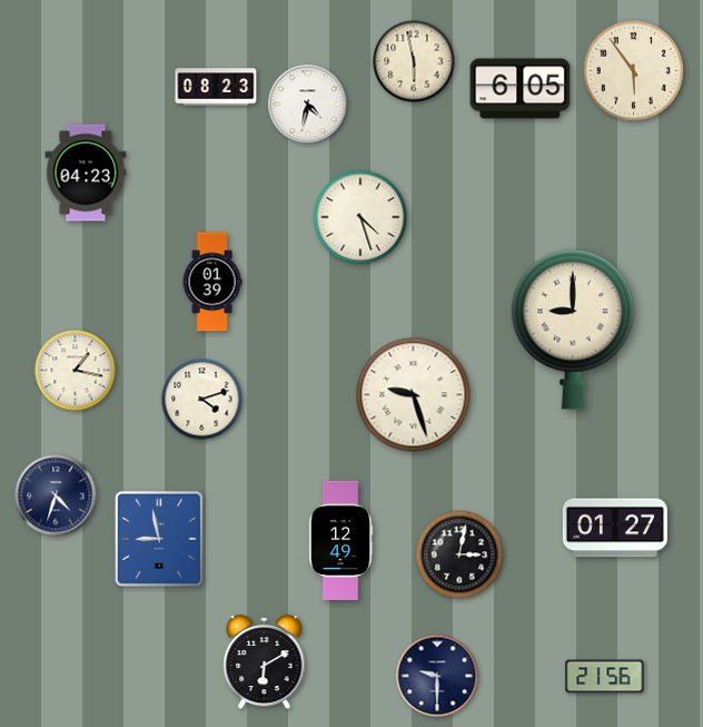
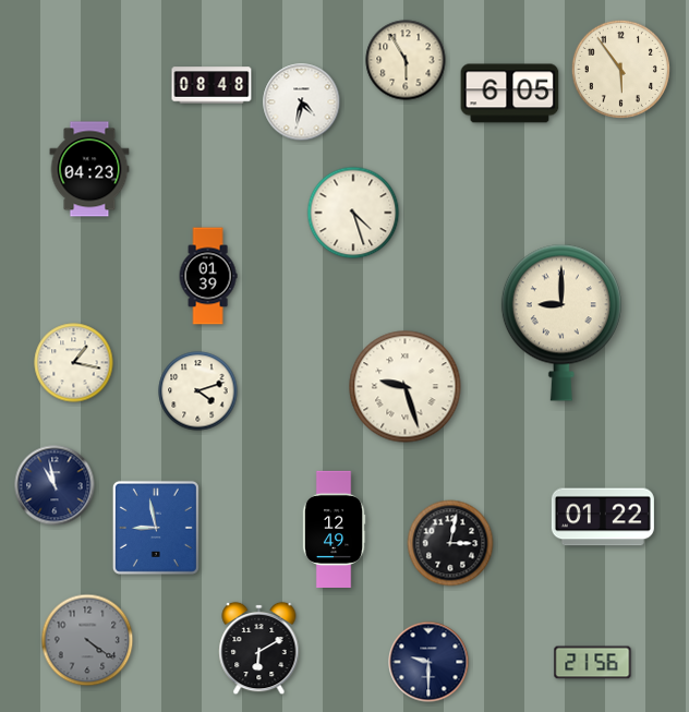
clock at (414, 61): 5:58 -> 5:55
clock at (216, 87): 08:23 -> 08:48
clock at (521, 89) position: (521, 89) -> (510, 94)
clock at (86, 173) position: (86, 173) -> (89, 169)
clock at (56, 495): 4:33 -> 10:58
clock at (615, 528): 01:27 -> 01:22
clock at (87, 640): none -> 4:21
